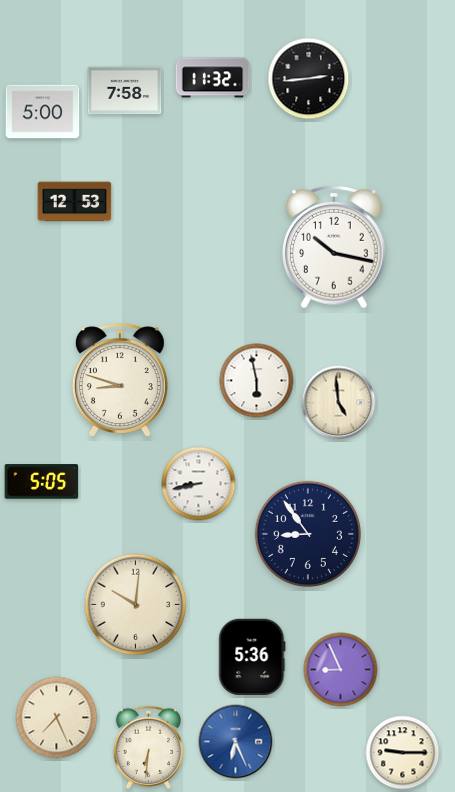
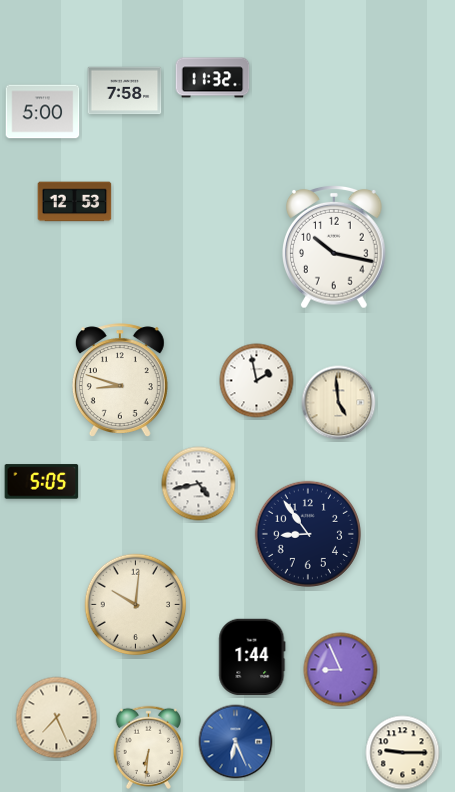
clock at (309, 79): 2:44 -> none
clock at (257, 381): 5:58 -> 1:58
clock at (199, 484): 8:43 -> 4:43
clock at (252, 656): 5:36 -> 1:44
